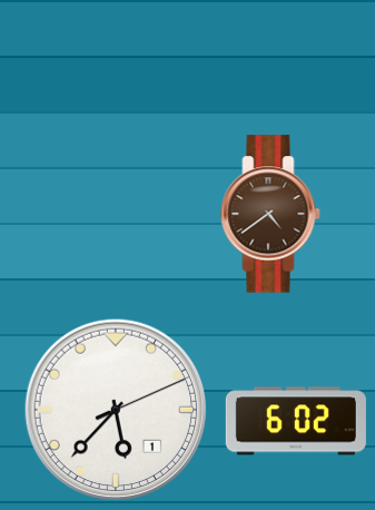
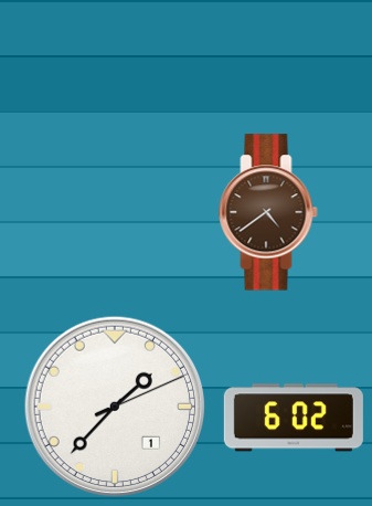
clock at (116, 410): 5:37 -> 1:37
